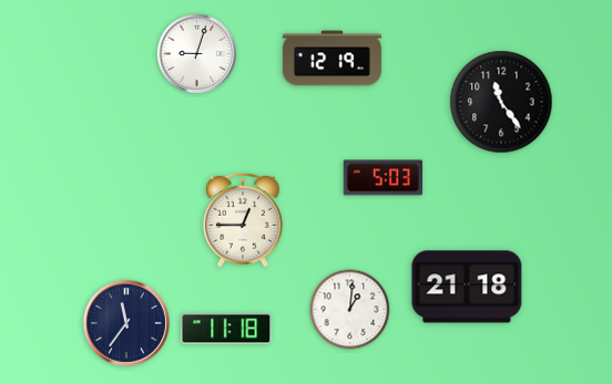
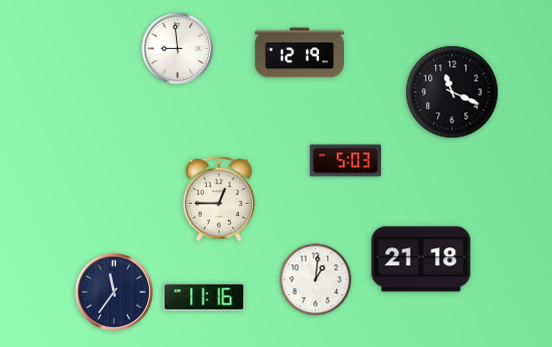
clock at (197, 54): 9:03 -> 8:59
clock at (501, 102): 11:24 -> 11:19
clock at (226, 329): 11:18 -> 11:16
